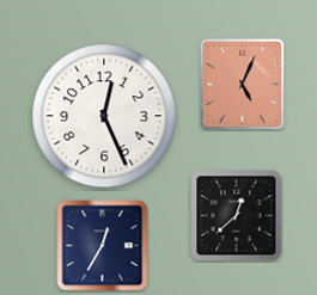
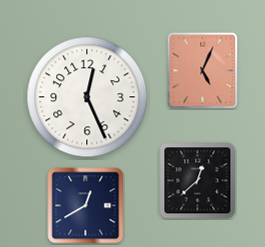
clock at (103, 246): 12:35 -> 12:40
